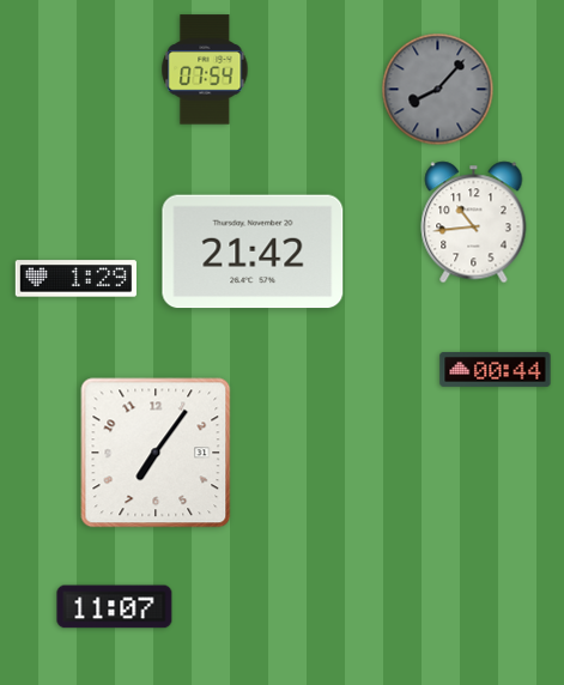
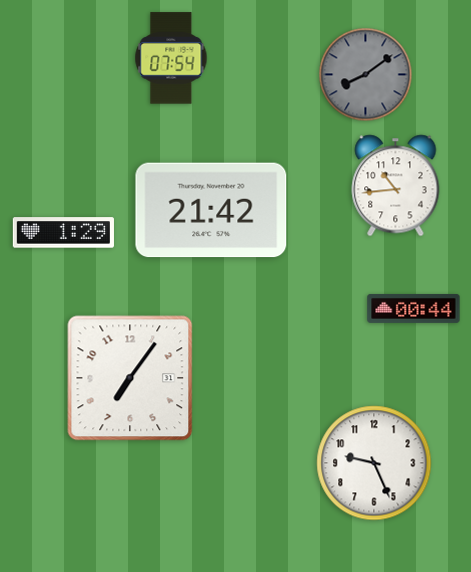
clock at (438, 90): 8:07 -> 8:09
clock at (374, 463): none -> 9:26
clock at (115, 607): 11:07 -> none
